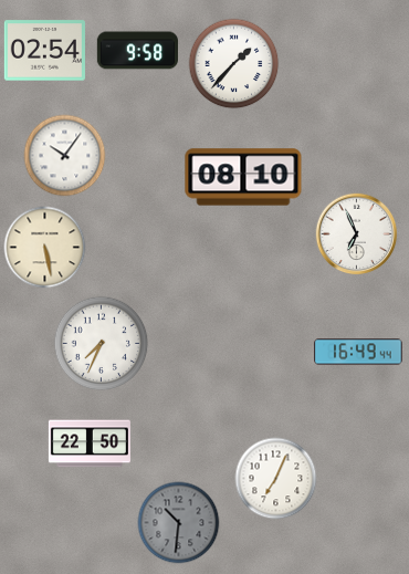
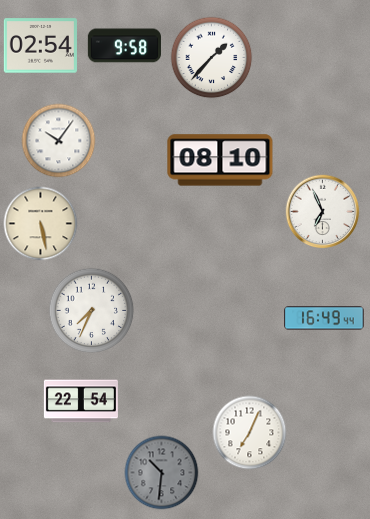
clock at (90, 443): 22:50 -> 22:54
